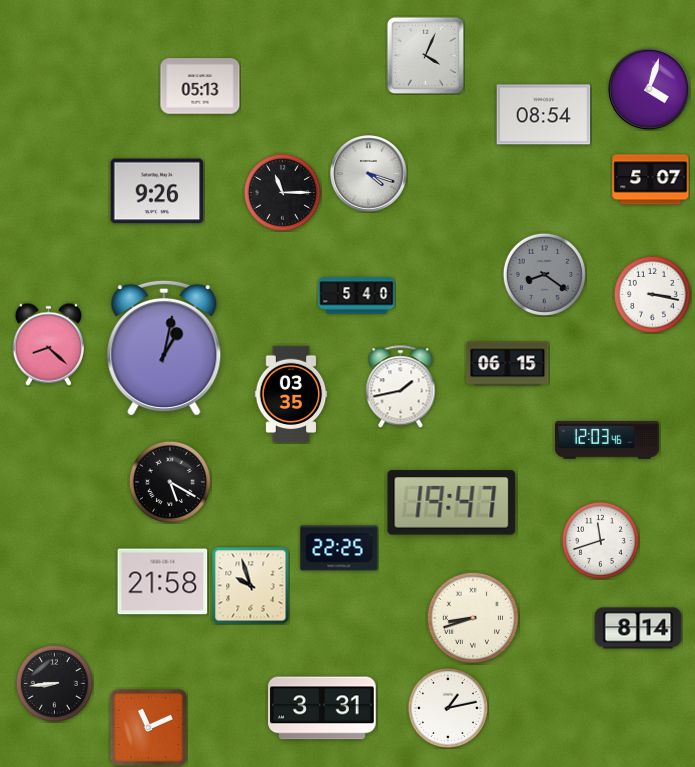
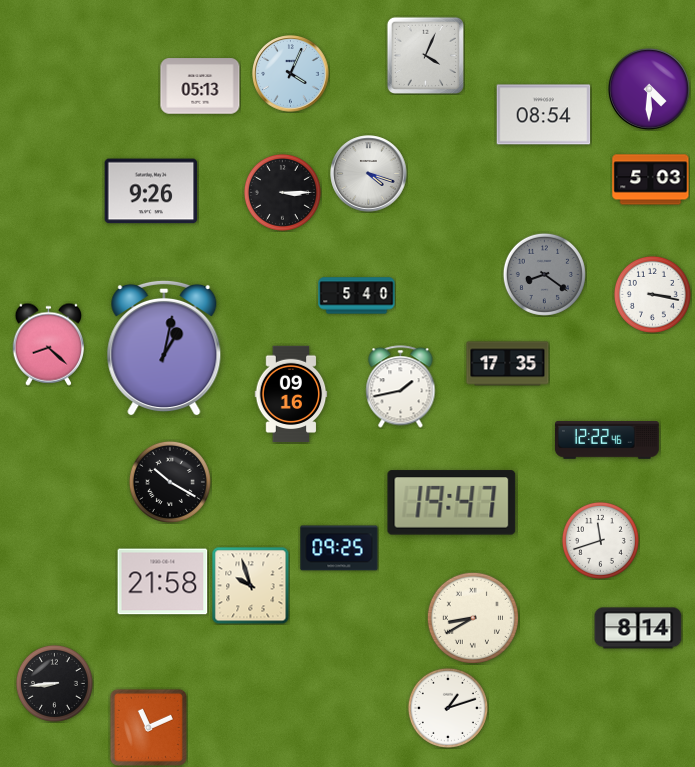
clock at (291, 74): none -> 4:04
clock at (649, 89): 4:03 -> 4:30
clock at (651, 180): 5:07 -> 5:03
clock at (157, 191) position: (157, 191) -> (151, 191)
clock at (282, 192): 11:15 -> 3:15
clock at (508, 364): 06:15 -> 17:35
clock at (291, 394): 03:35 -> 09:16
clock at (607, 441): 12:03 -> 12:22
clock at (170, 482): 5:20 -> 10:20
clock at (339, 548): 22:25 -> 09:25
clock at (472, 617): 8:42 -> 8:40
clock at (322, 708): 3:31 -> none
clock at (448, 708): 1:13 -> 1:12
